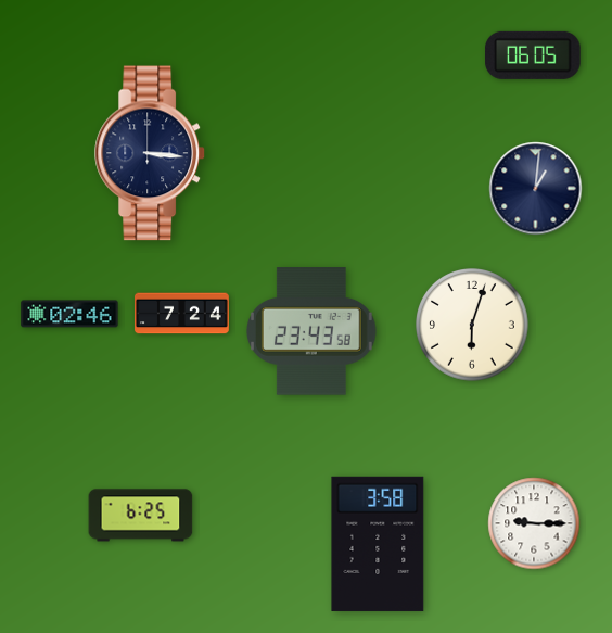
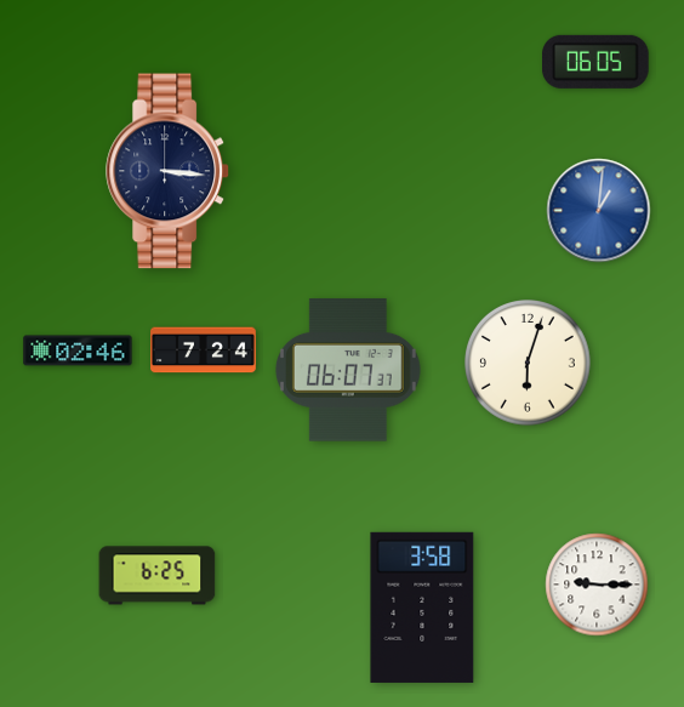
clock at (536, 189) dial: navy -> blue
clock at (311, 331): 23:43 -> 06:07
